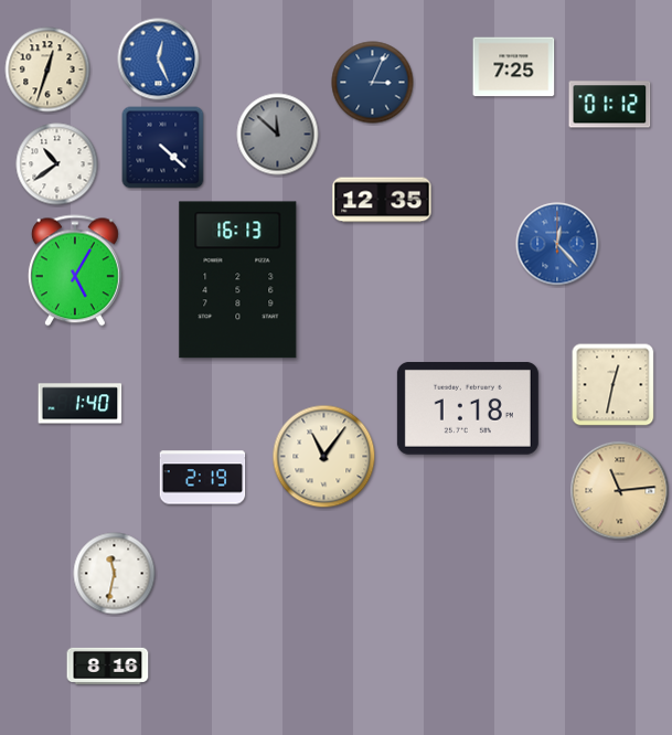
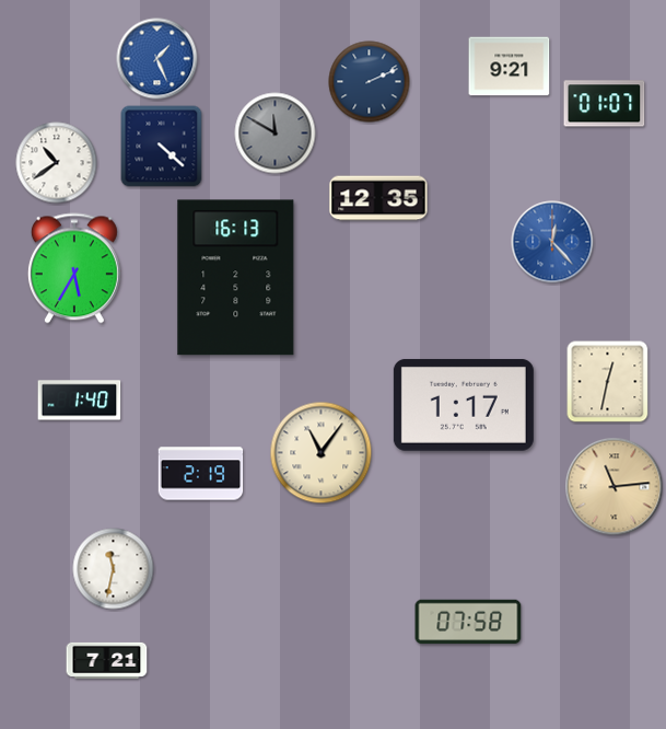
clock at (159, 60): 12:26 -> 1:26
clock at (514, 67): 7:25 -> 9:21
clock at (47, 70): 12:33 -> none
clock at (373, 83): 3:04 -> 2:11
clock at (610, 105): 01:12 -> 01:07
clock at (278, 135): 11:52 -> 11:50
clock at (75, 270): 5:05 -> 5:35
clock at (468, 408): 1:18 -> 1:17
clock at (468, 622): none -> 07:58
clock at (108, 665): 8:16 -> 7:21
